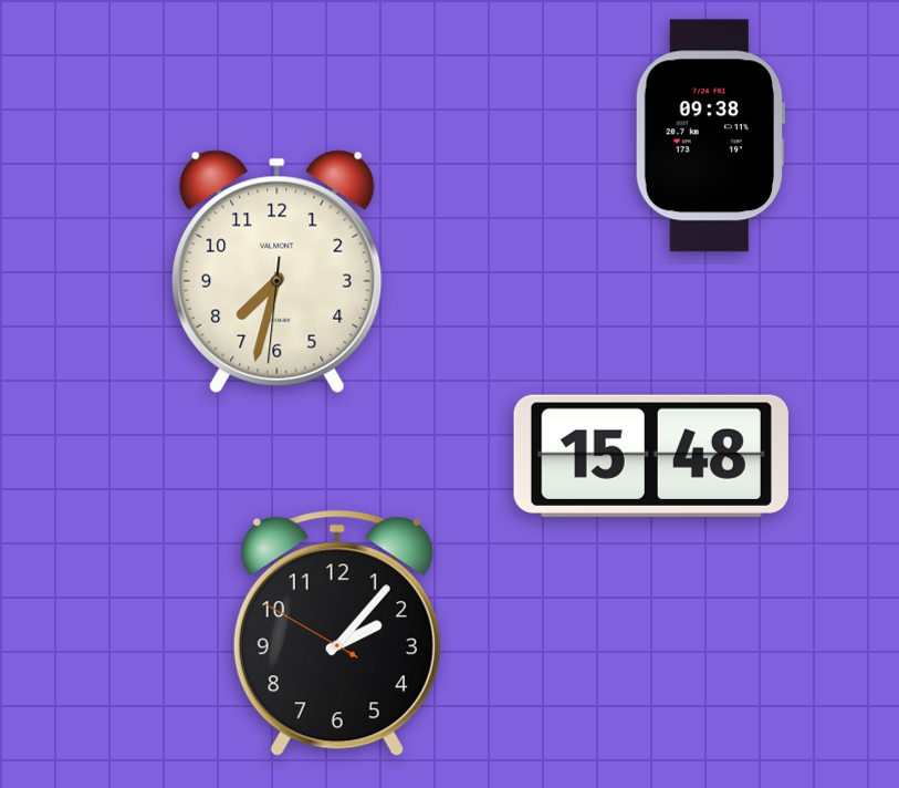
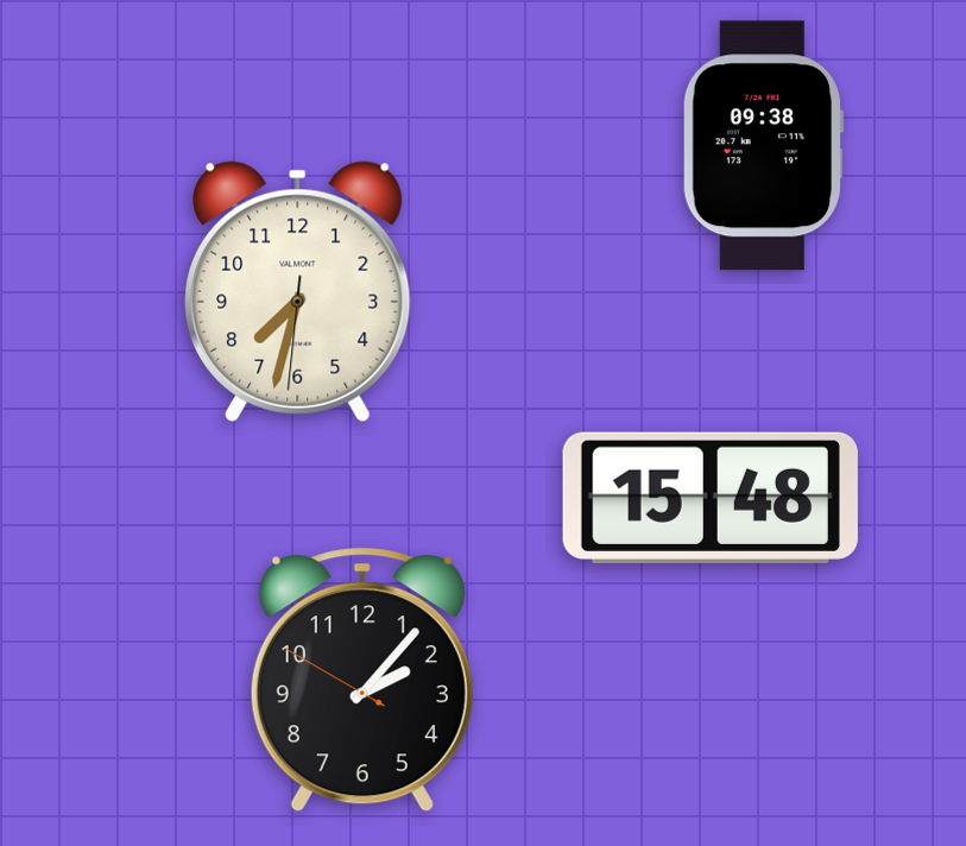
clock at (651, 456) position: (651, 456) -> (711, 498)
